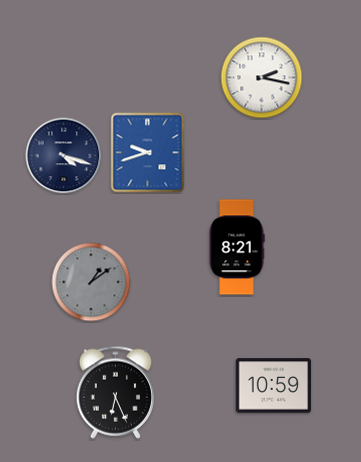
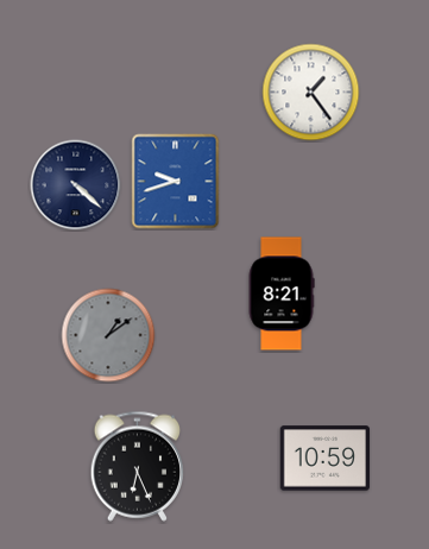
clock at (262, 78): 2:17 -> 1:24
clock at (64, 156): 4:18 -> 4:22
